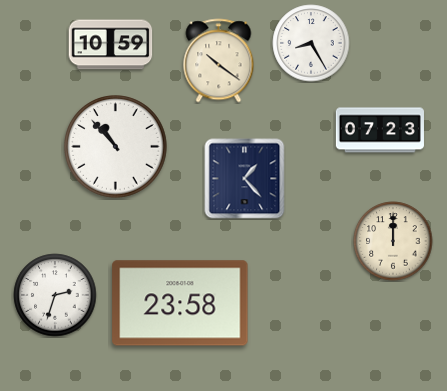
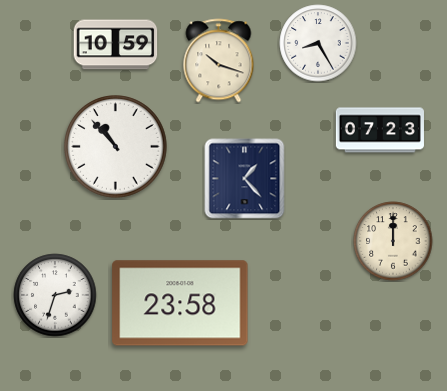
clock at (311, 43) position: (311, 43) -> (318, 43)
clock at (111, 45) position: (111, 45) -> (116, 45)
clock at (219, 61): 10:21 -> 10:18
